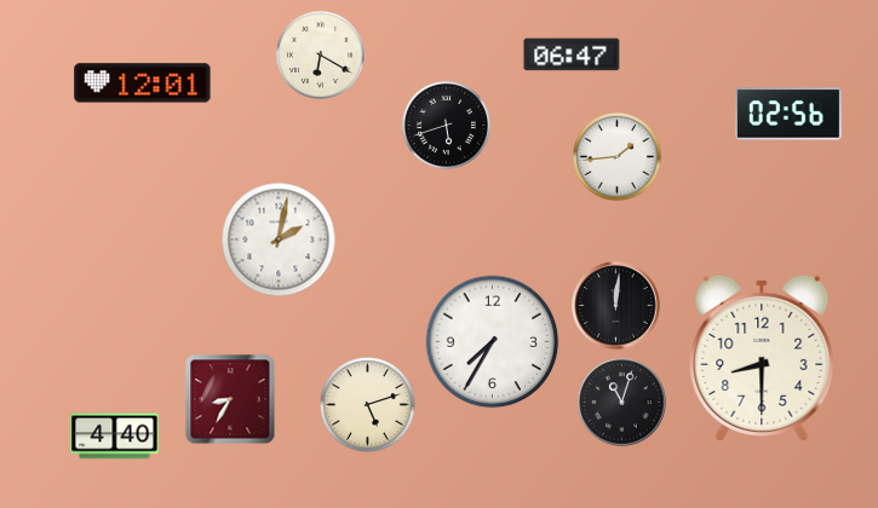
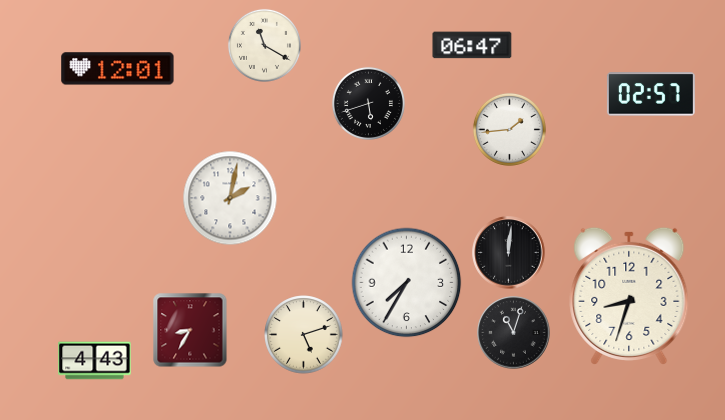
clock at (320, 54): 6:20 -> 11:20
clock at (788, 114): 02:56 -> 02:57
clock at (762, 358): 8:30 -> 8:33
clock at (115, 437): 4:40 -> 4:43
